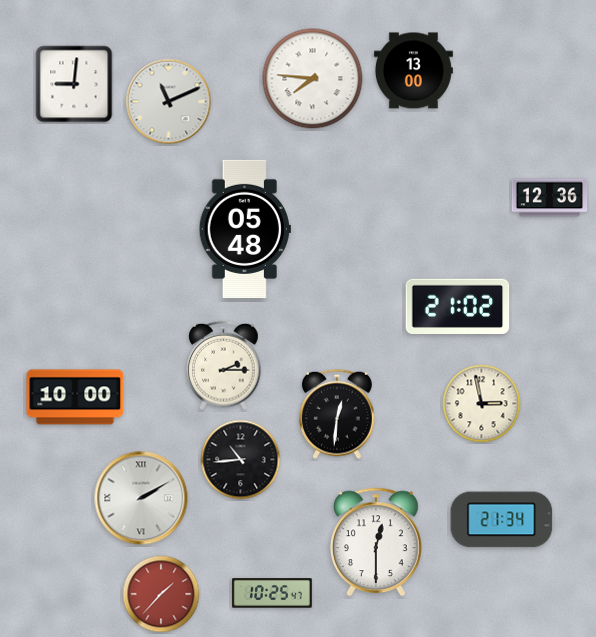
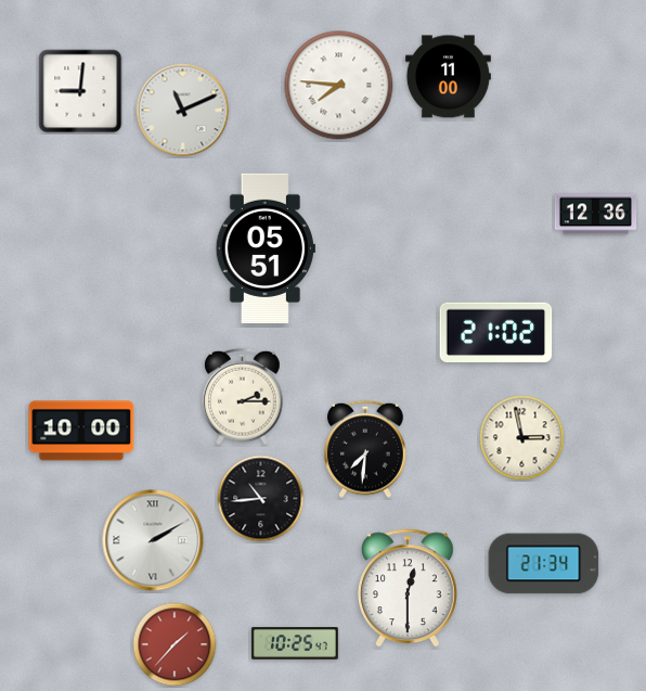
clock at (413, 71): 13:00 -> 11:00
clock at (245, 229): 05:48 -> 05:51
clock at (337, 414): 12:31 -> 7:31
